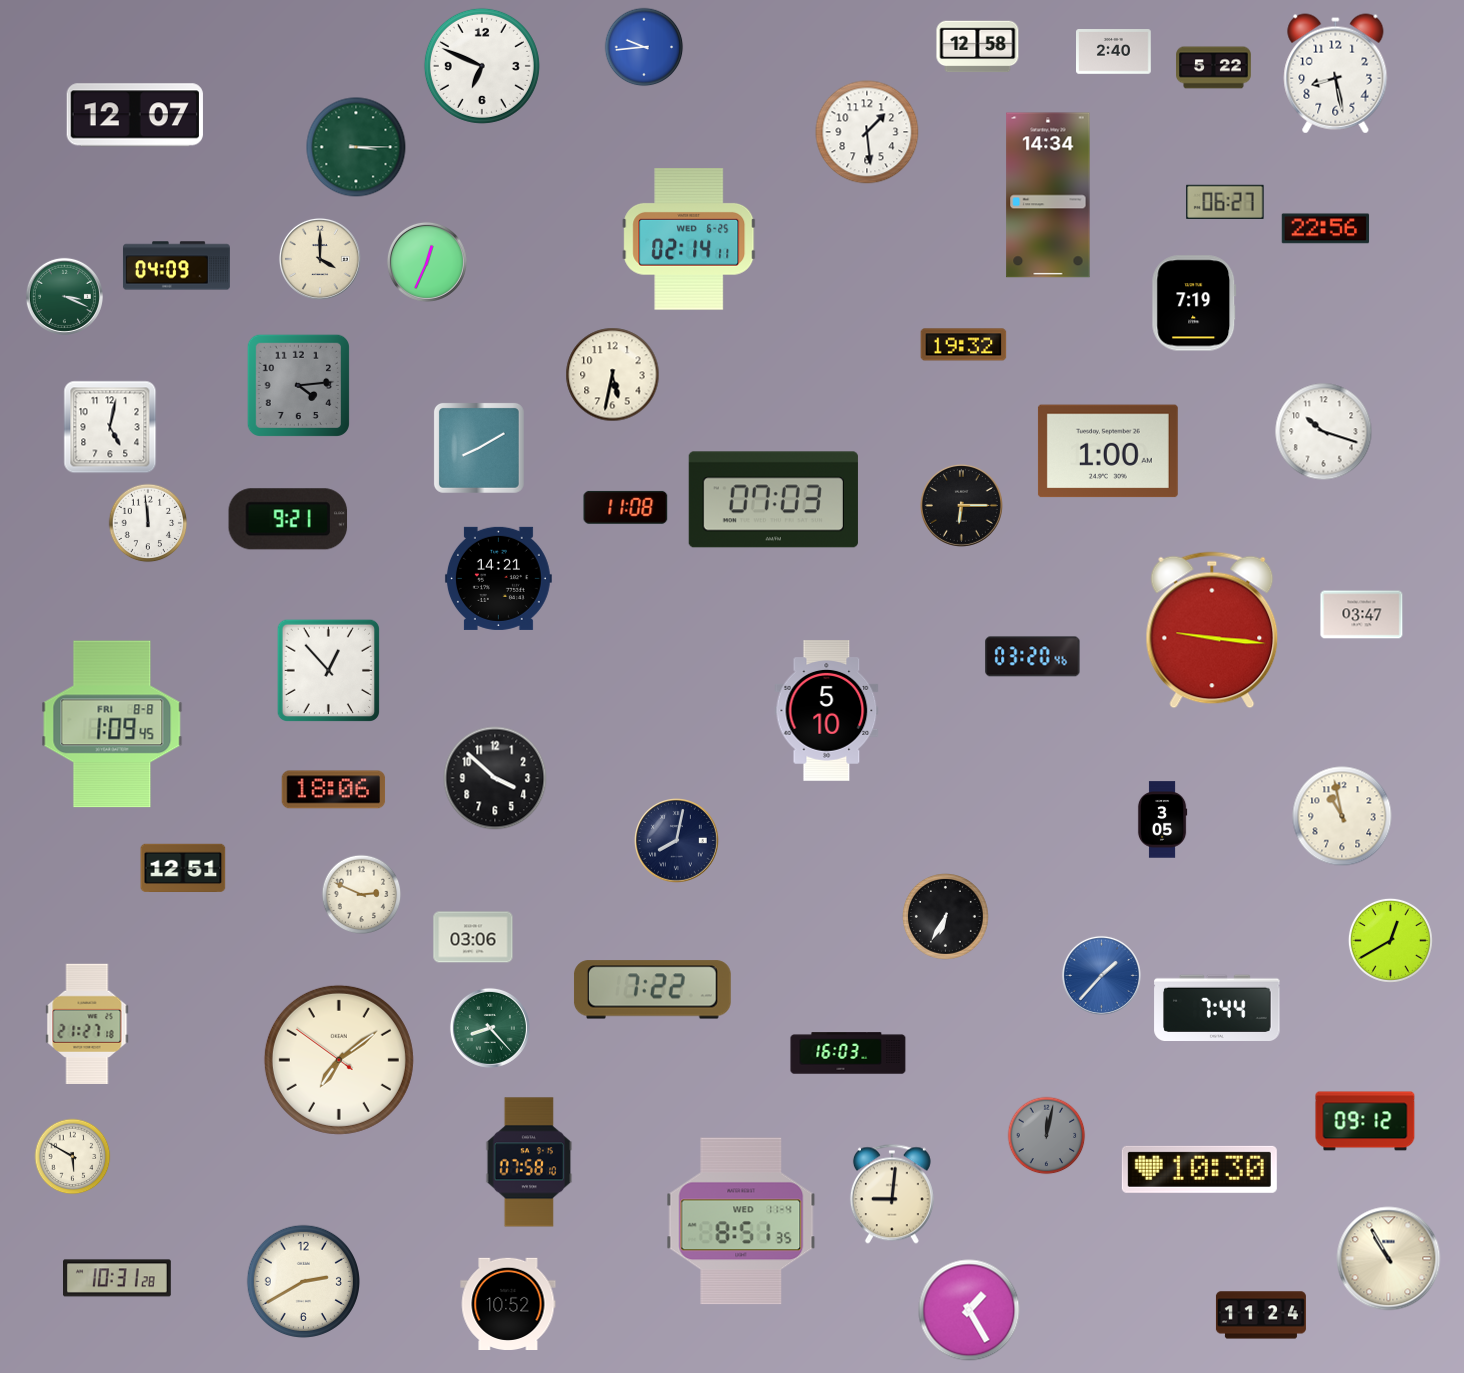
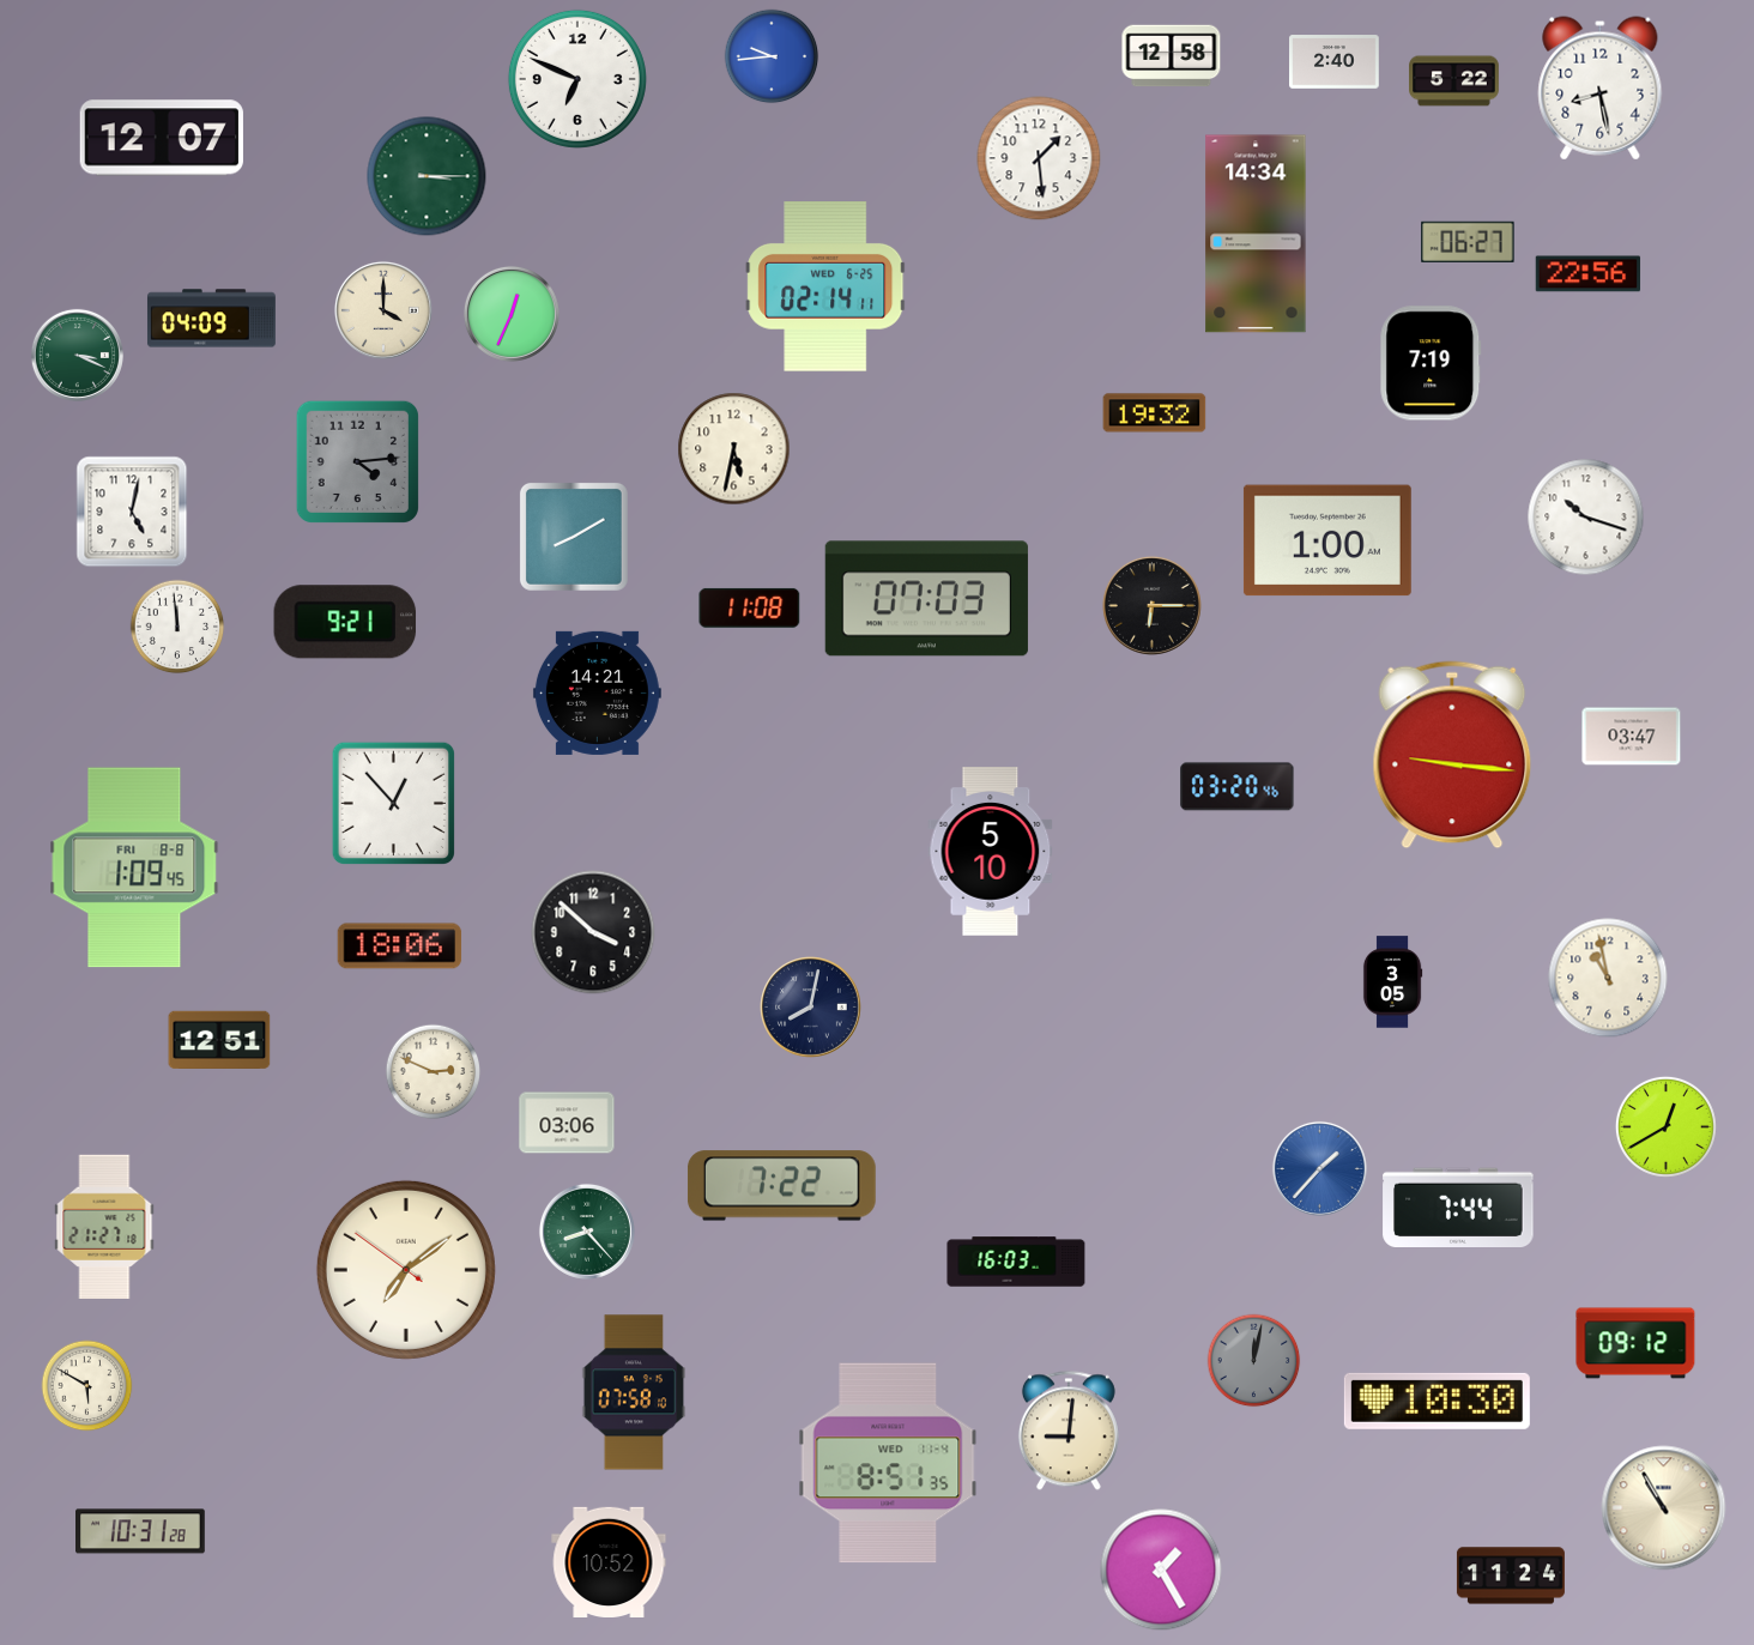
clock at (946, 917): 6:35 -> none
clock at (303, 1281): 2:40 -> none
